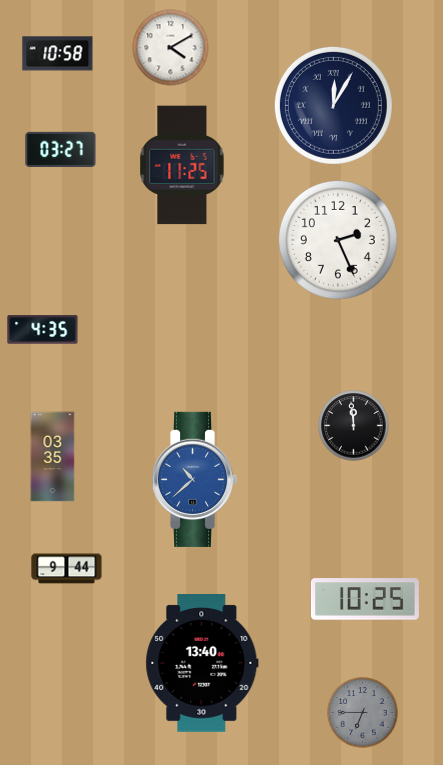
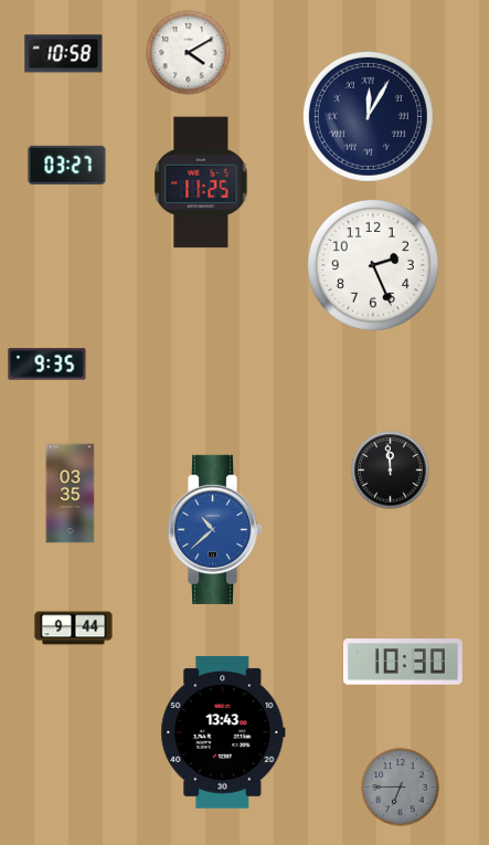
clock at (58, 54) position: (58, 54) -> (64, 54)
clock at (43, 330): 4:35 -> 9:35
clock at (53, 457) position: (53, 457) -> (71, 494)
clock at (365, 599): 10:25 -> 10:30
clock at (202, 664): 13:40 -> 13:43
